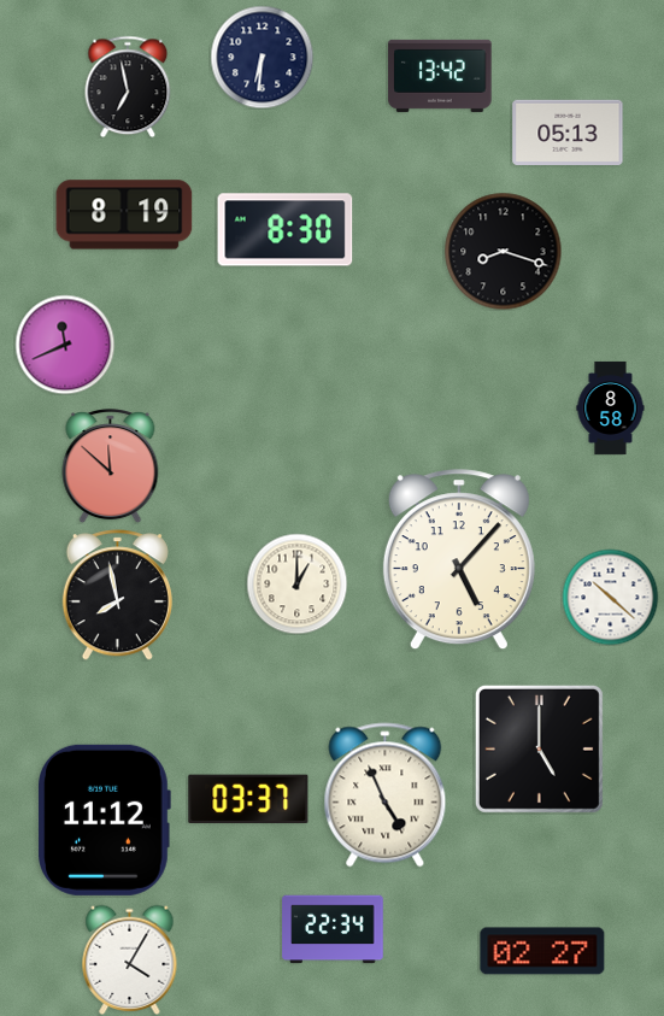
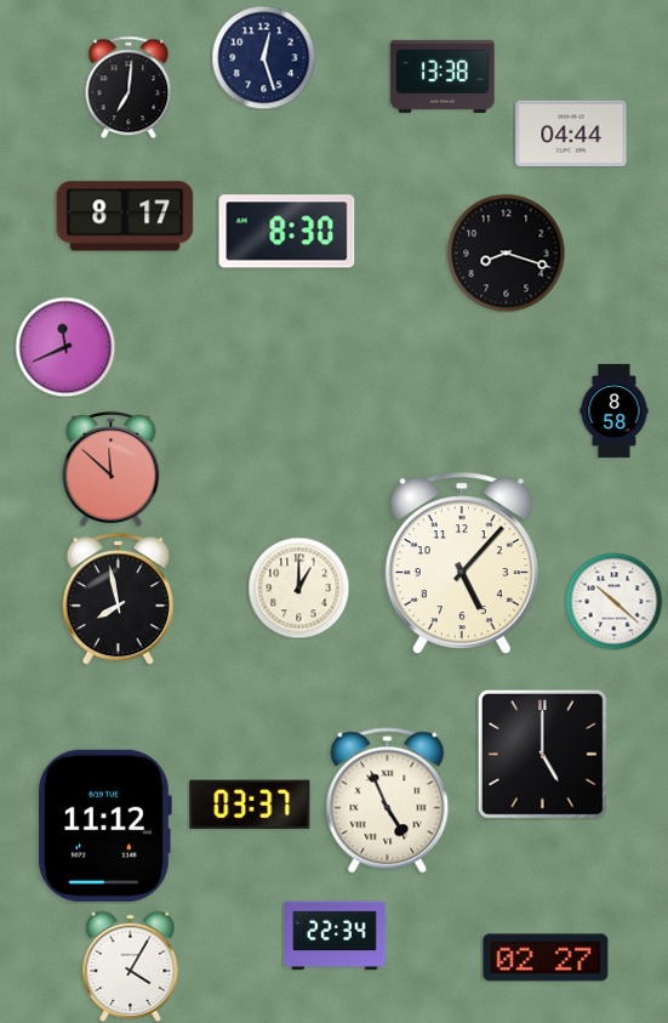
clock at (262, 57): 6:31 -> 12:27
clock at (440, 76): 13:42 -> 13:38
clock at (128, 87): 6:58 -> 7:01
clock at (568, 133): 05:13 -> 04:44
clock at (124, 215): 8:19 -> 8:17
